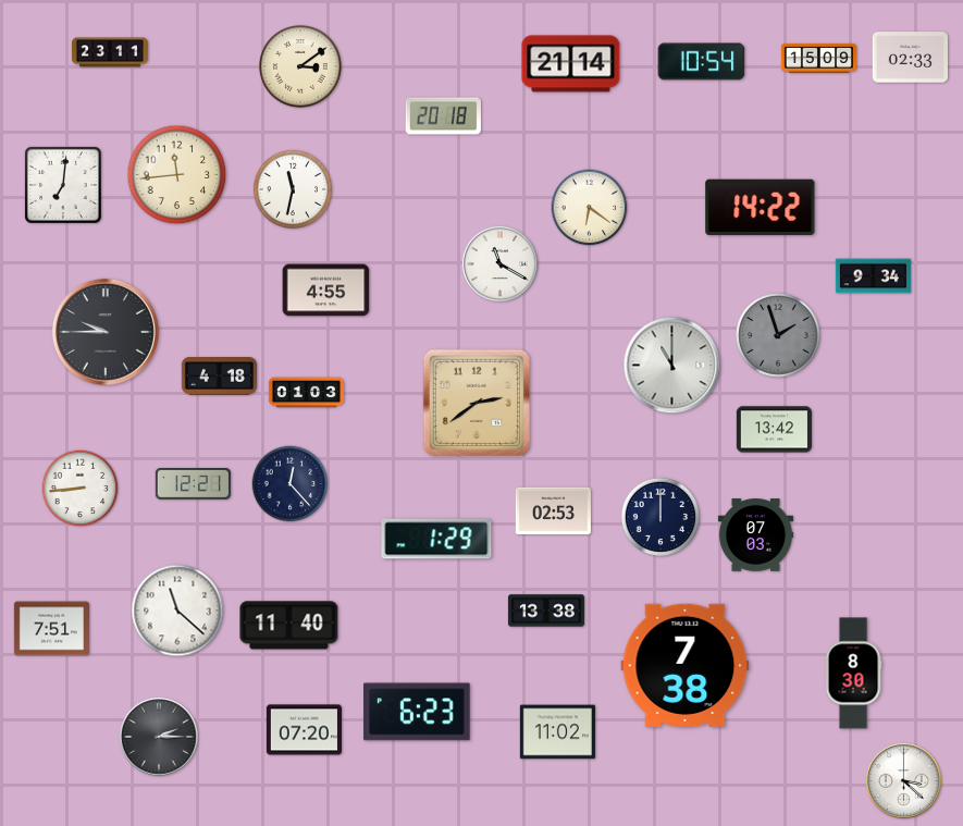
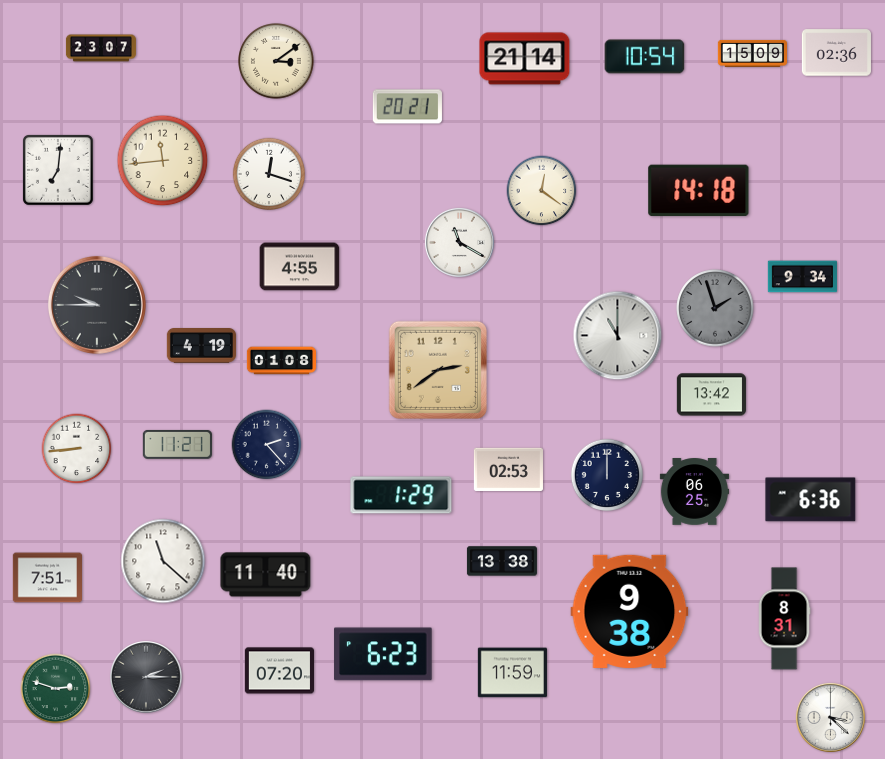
clock at (110, 52): 23:11 -> 23:07
clock at (910, 58): 02:33 -> 02:36
clock at (443, 116): 20:18 -> 20:21
clock at (293, 189): 11:32 -> 12:18
clock at (590, 208): 6:21 -> 12:21
clock at (761, 208): 14:22 -> 14:18
clock at (873, 276) position: (873, 276) -> (802, 277)
clock at (219, 377): 4:18 -> 4:19
clock at (306, 393): 01:03 -> 01:08
clock at (193, 483): 12:21 -> 11:21
clock at (291, 484): 12:23 -> 2:23
clock at (81, 489) position: (81, 489) -> (77, 449)
clock at (755, 535): 07:03 -> 06:25
clock at (811, 500): none -> 6:36
clock at (686, 665): 7:38 -> 9:38
clock at (853, 674): 8:30 -> 8:31
clock at (557, 732): 11:02 -> 11:59
clock at (56, 689): none -> 2:48
